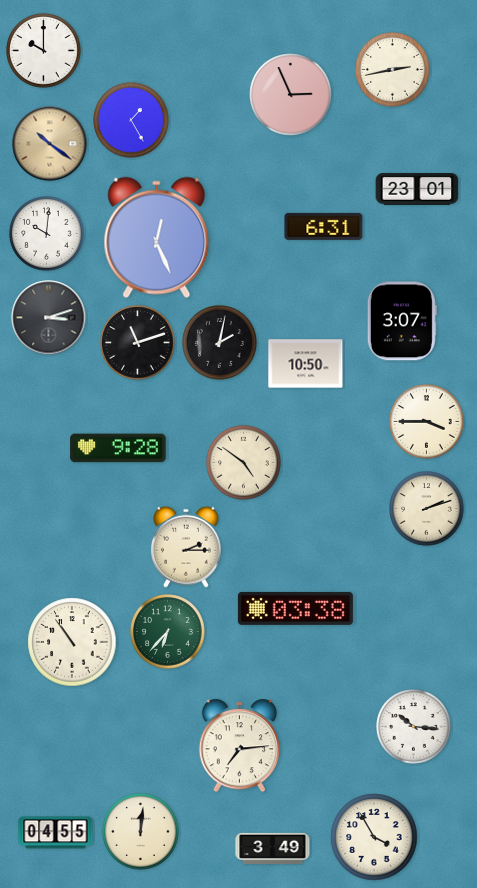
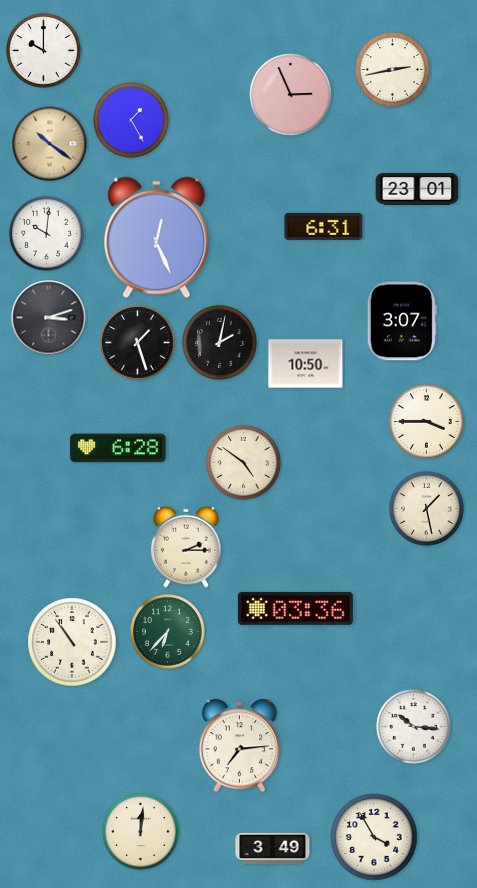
clock at (138, 343): 11:12 -> 1:27
clock at (118, 448): 9:28 -> 6:28
clock at (427, 509): 2:12 -> 1:28
clock at (295, 608): 03:38 -> 03:36
clock at (56, 833): 04:55 -> none
